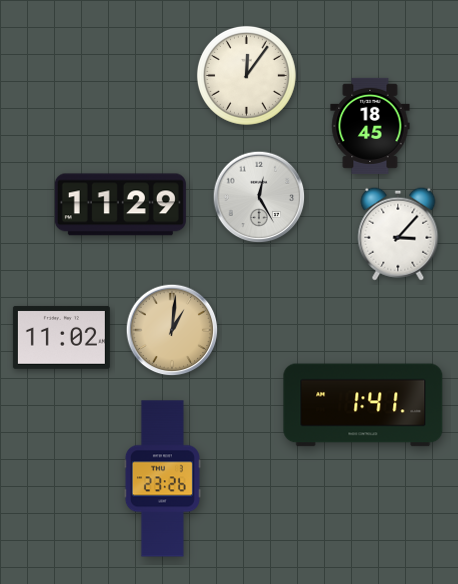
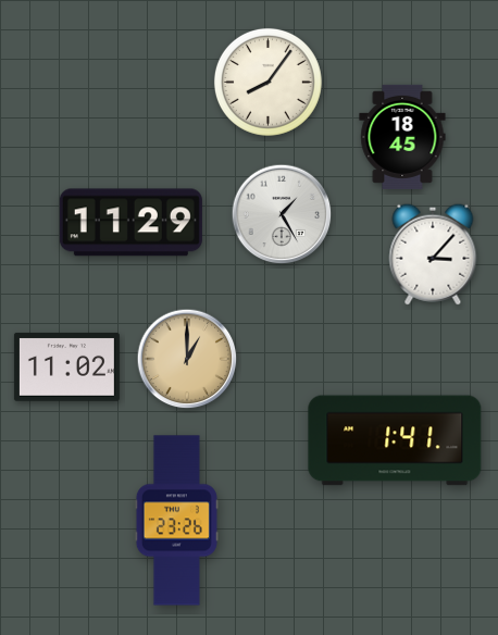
clock at (246, 75): 12:06 -> 8:06
clock at (259, 197): 12:25 -> 1:25
clock at (172, 330): 1:01 -> 1:00
